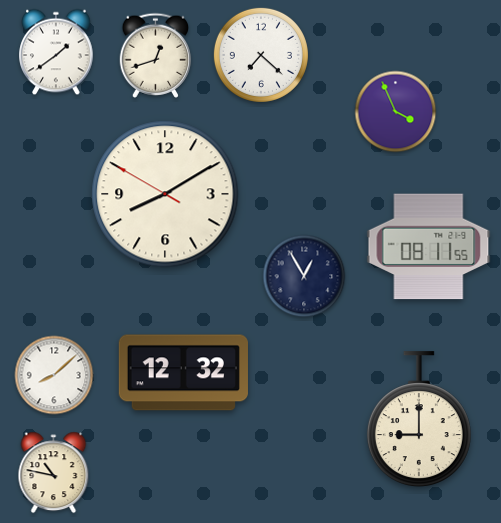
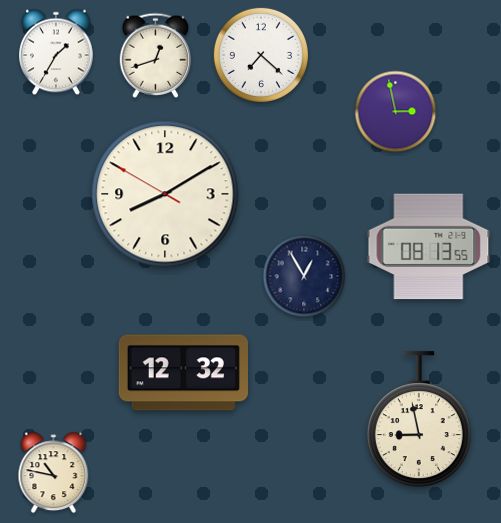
clock at (56, 52): 1:39 -> 1:35
clock at (396, 112): 3:56 -> 2:58
clock at (429, 247): 08:11 -> 08:13
clock at (54, 375): 8:08 -> none
clock at (419, 420): 9:00 -> 8:58
